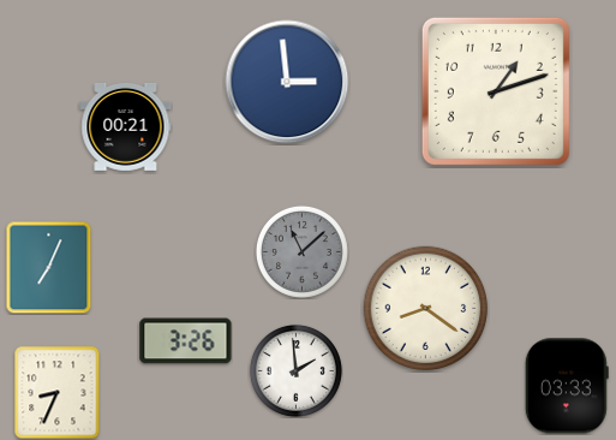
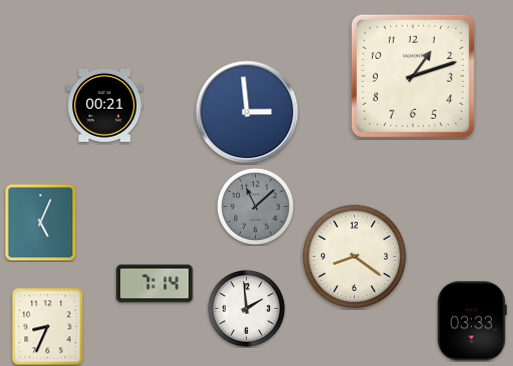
clock at (287, 82) position: (287, 82) -> (247, 112)
clock at (301, 251) position: (301, 251) -> (255, 206)
clock at (49, 267): 7:04 -> 5:04
clock at (186, 341): 3:26 -> 7:14
